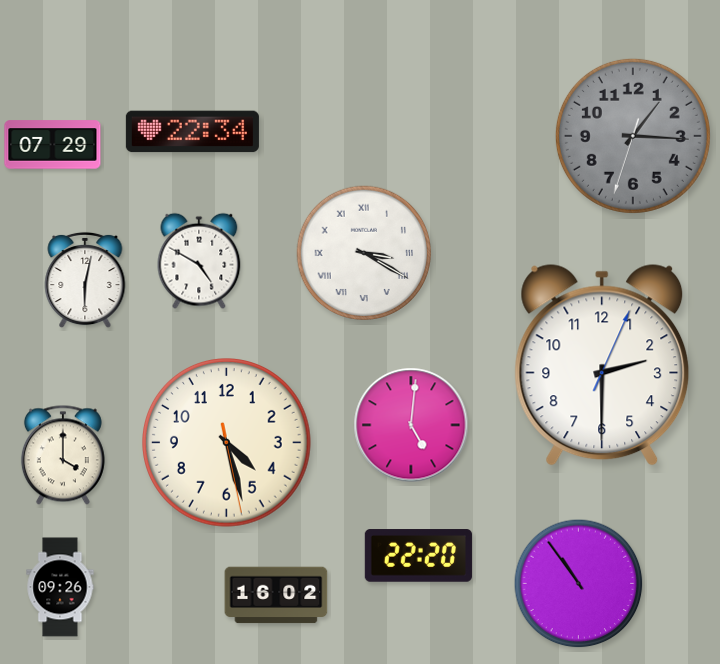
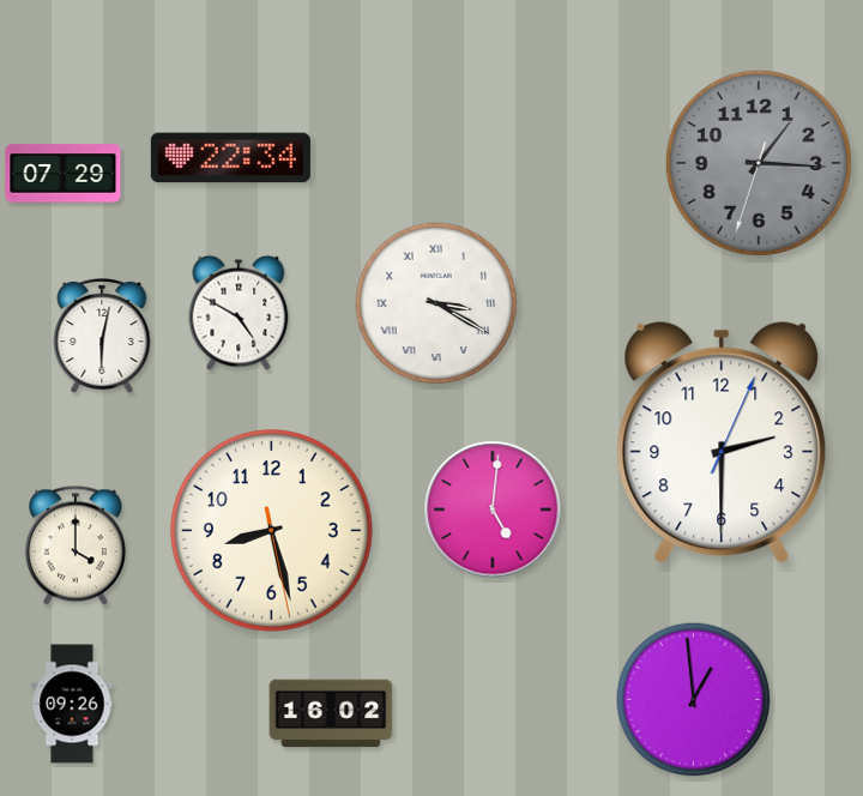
clock at (602, 365) position: (602, 365) -> (722, 442)
clock at (227, 443): 4:27 -> 8:27
clock at (418, 556): 22:20 -> none
clock at (579, 584): 10:54 -> 12:59
